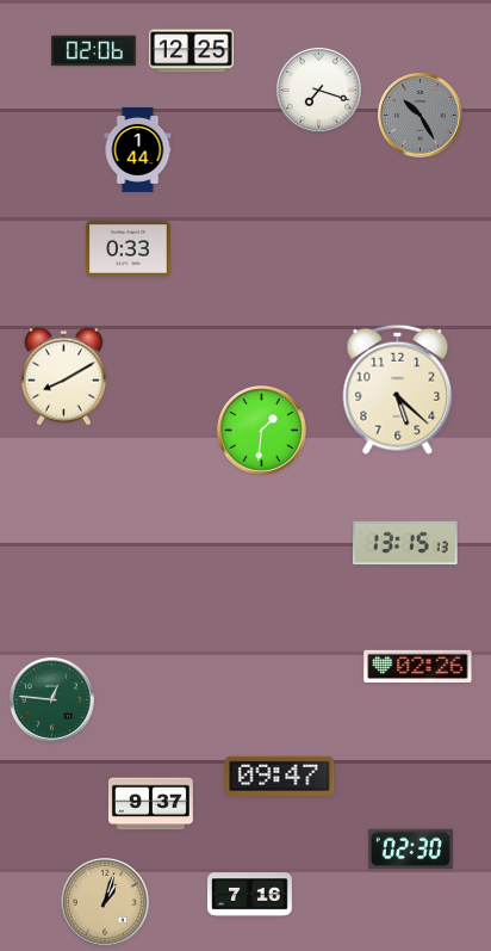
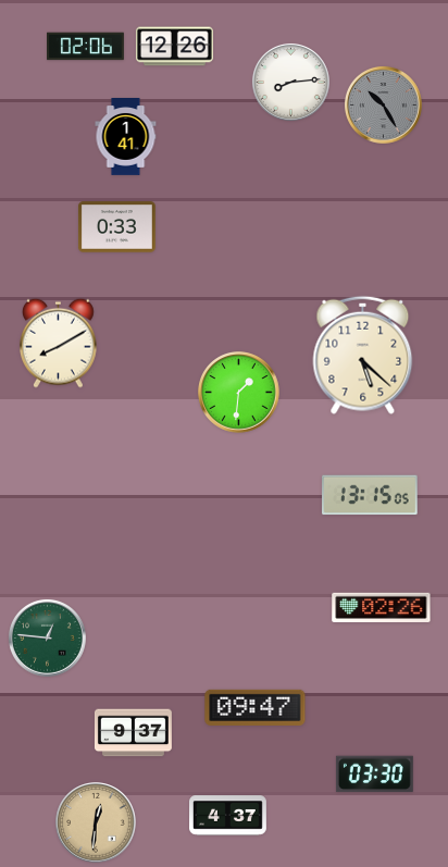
clock at (191, 51): 12:25 -> 12:26
clock at (318, 89): 7:18 -> 8:14
clock at (138, 150): 1:44 -> 1:41
clock at (406, 543): 13:15:13 -> 13:15:05
clock at (151, 804) position: (151, 804) -> (134, 733)
clock at (410, 850): 02:30 -> 03:30
clock at (250, 895): 7:16 -> 4:37
clock at (105, 902): 1:03 -> 12:31
